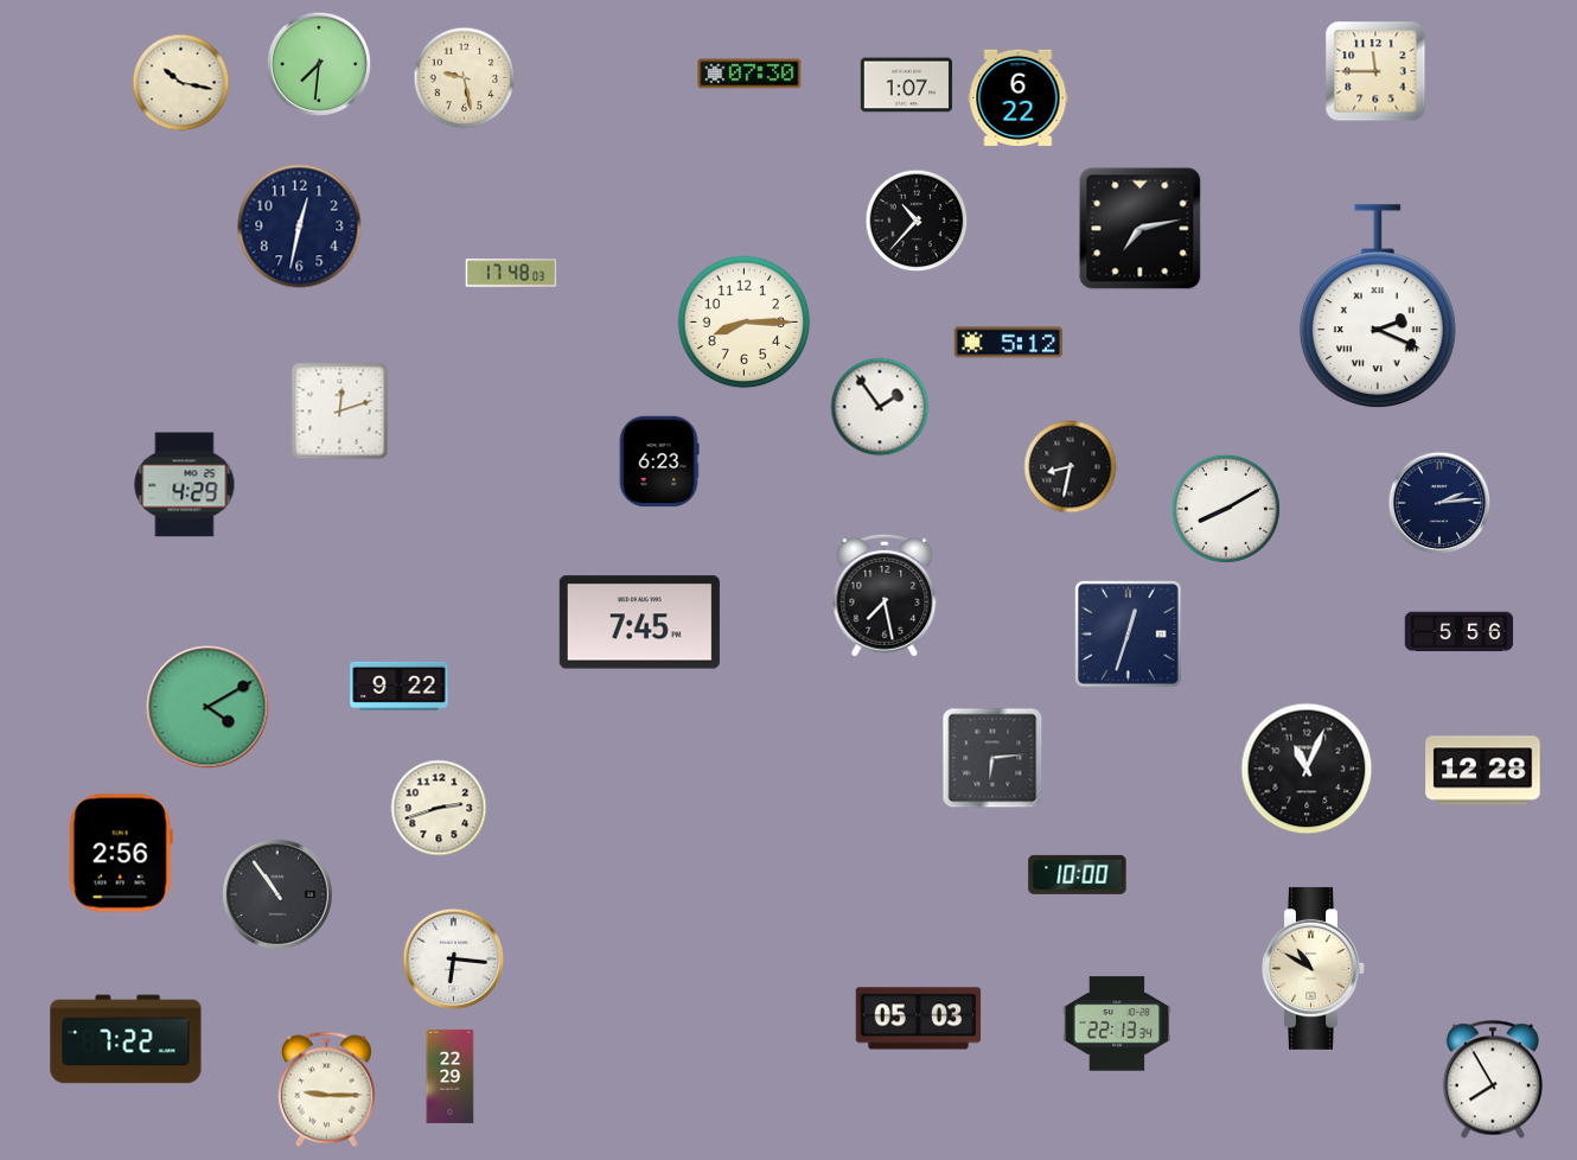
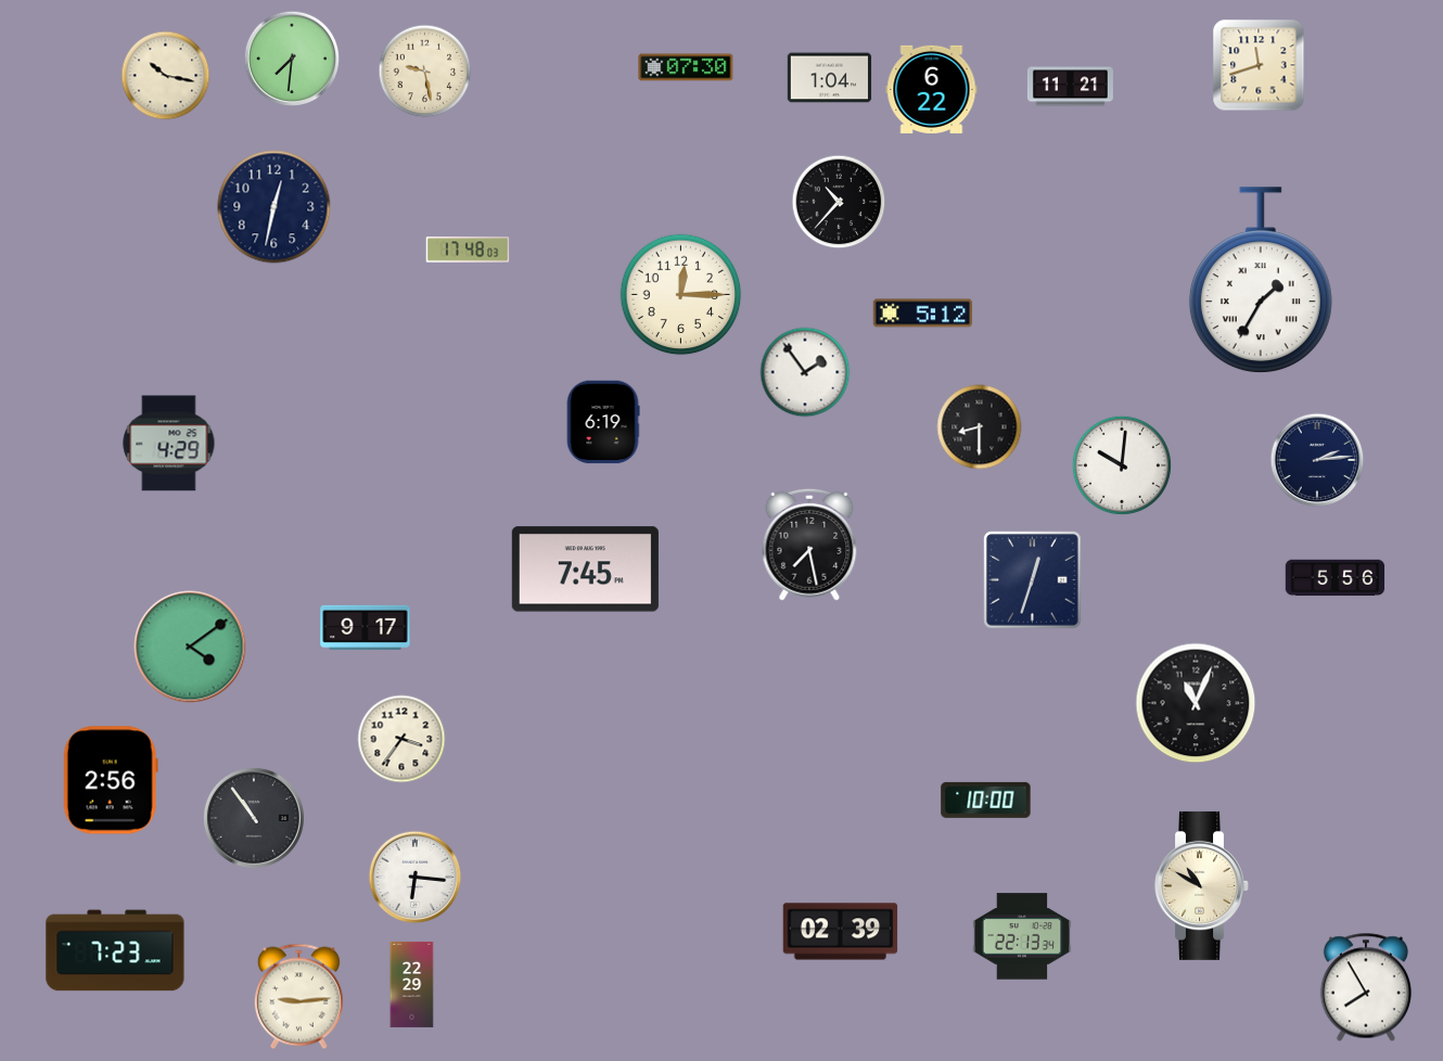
clock at (1375, 71): 11:45 -> 11:42
clock at (907, 85): 1:07 -> 1:04
clock at (1070, 87): none -> 11:21
clock at (1141, 229): 7:13 -> none
clock at (1378, 307): 2:19 -> 1:35
clock at (745, 323): 8:15 -> 12:15
clock at (340, 412): 12:12 -> none
clock at (659, 461): 6:23 -> 6:19
clock at (1071, 467): 8:32 -> 8:30
clock at (1226, 509): 8:10 -> 10:01
clock at (400, 686): 9:22 -> 9:17
clock at (207, 707): 4:10 -> 4:09
clock at (992, 758): 6:14 -> none
clock at (1483, 771): 12:28 -> none
clock at (439, 808): 2:42 -> 3:36
clock at (919, 1019): 05:03 -> 02:39
clock at (126, 1039): 7:22 -> 7:23
clock at (326, 1090): 9:15 -> 9:14
